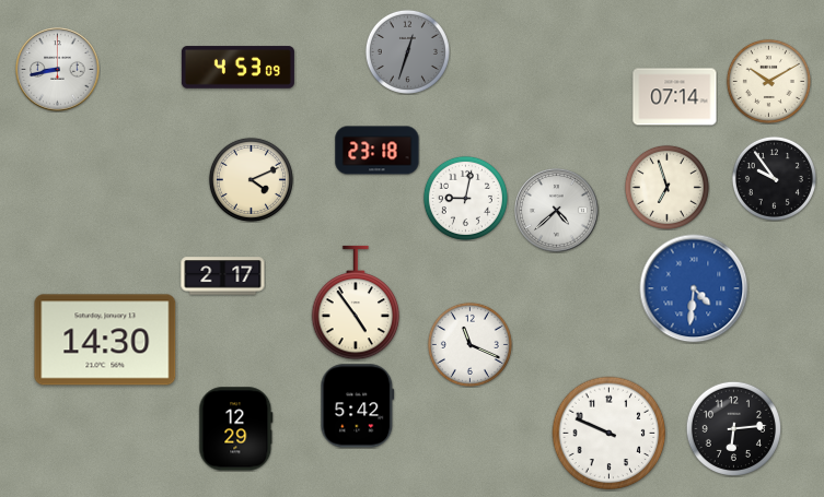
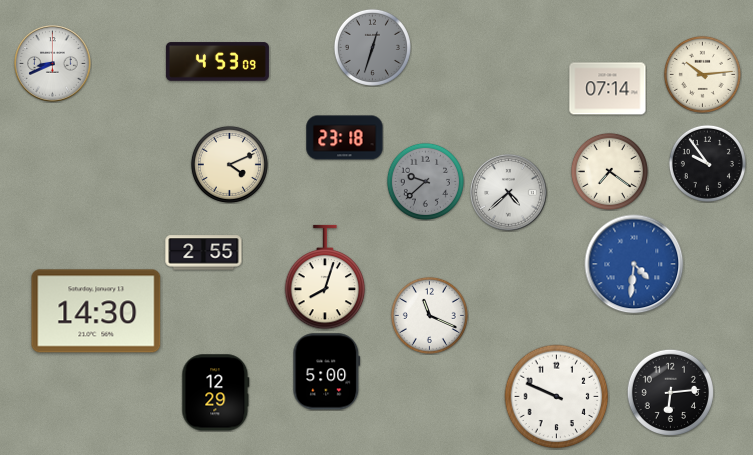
clock at (58, 70): 8:43 -> 8:41
clock at (768, 81): 10:10 -> 10:14
clock at (675, 97) position: (675, 97) -> (608, 89)
clock at (666, 187): 6:57 -> 7:21
clock at (465, 198): 9:02 -> 9:38
clock at (465, 198) dial: white -> grey
clock at (223, 276): 2:17 -> 2:55
clock at (356, 303): 4:54 -> 8:03
clock at (358, 406): 5:42 -> 5:00
